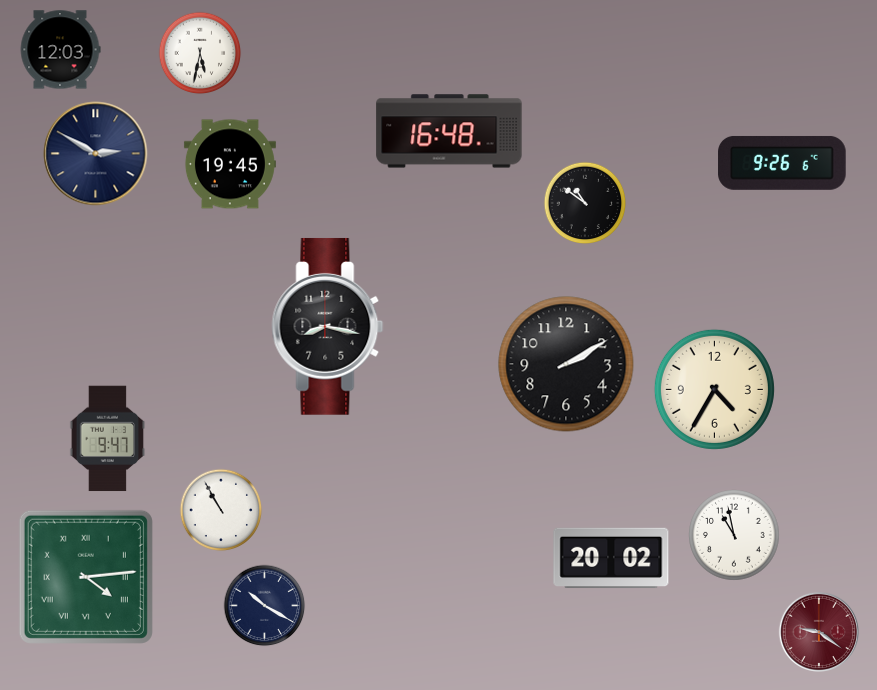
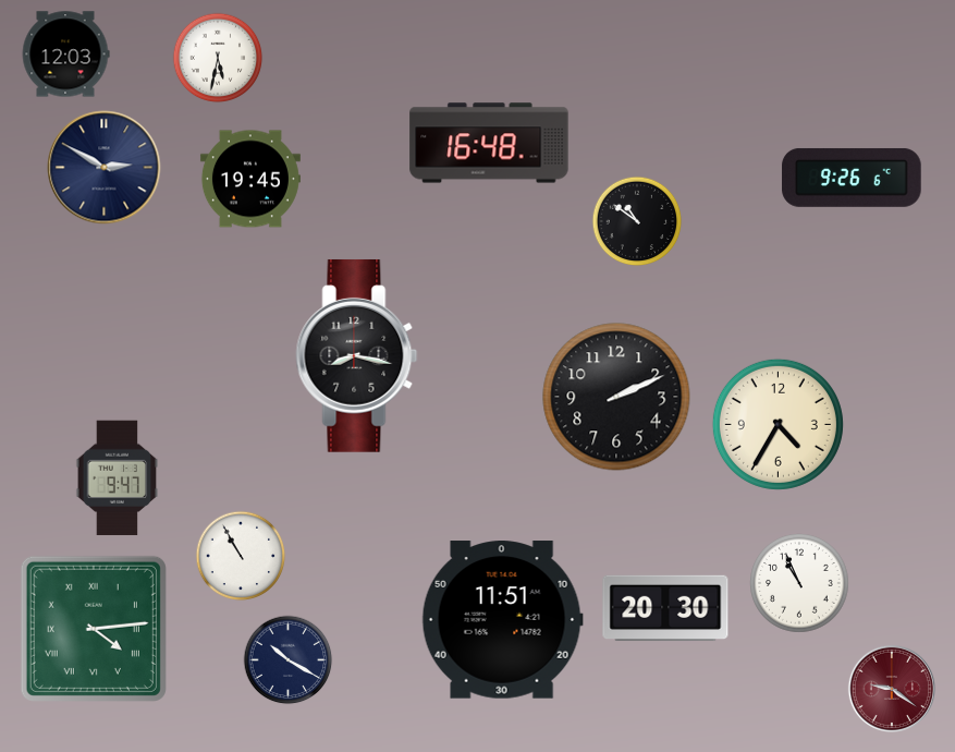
clock at (566, 364): 2:10 -> 2:11
clock at (734, 535): 10:58 -> 10:56
clock at (611, 558): 20:02 -> 20:30
clock at (502, 620): none -> 11:51
